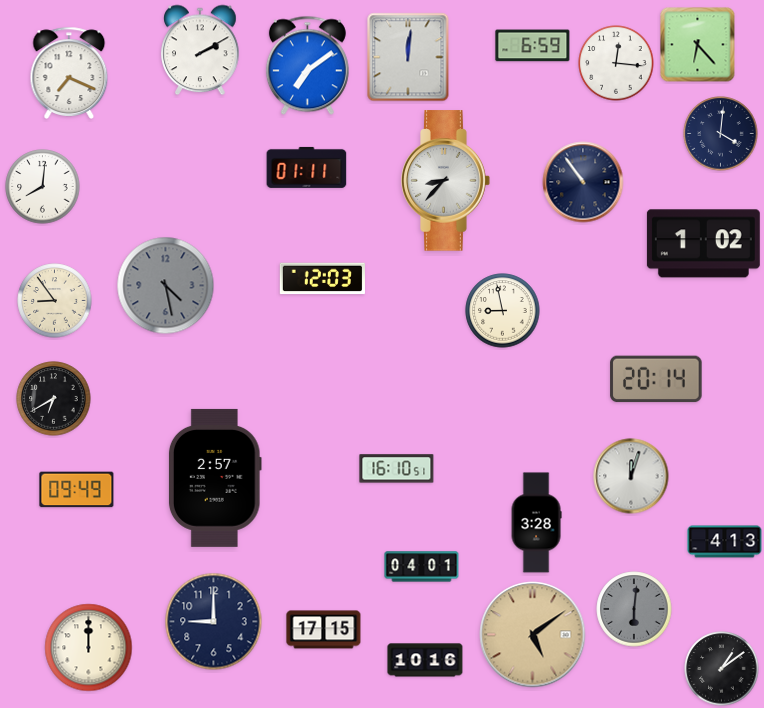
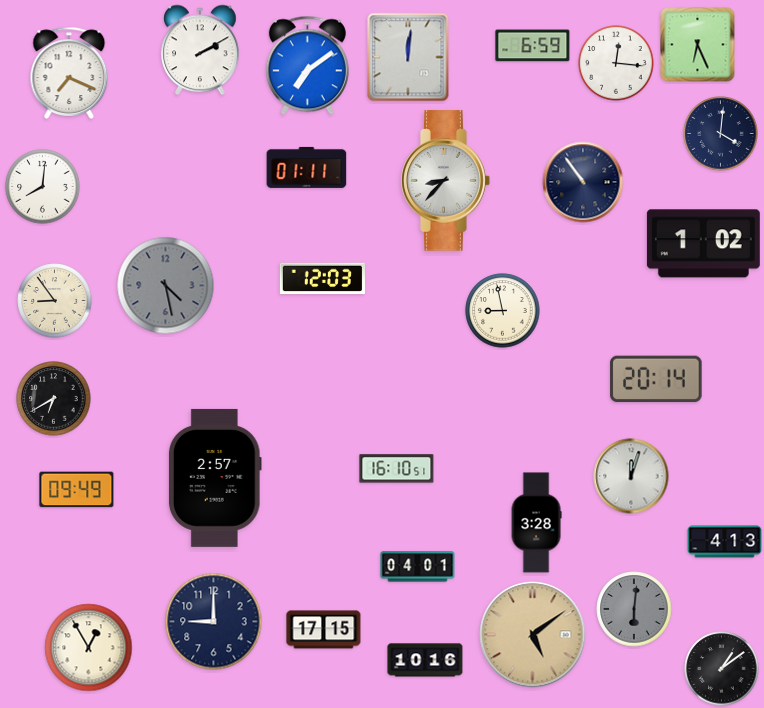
clock at (698, 45): 6:23 -> 6:26
clock at (422, 567) position: (422, 567) -> (418, 567)
clock at (89, 648): 12:00 -> 12:55
